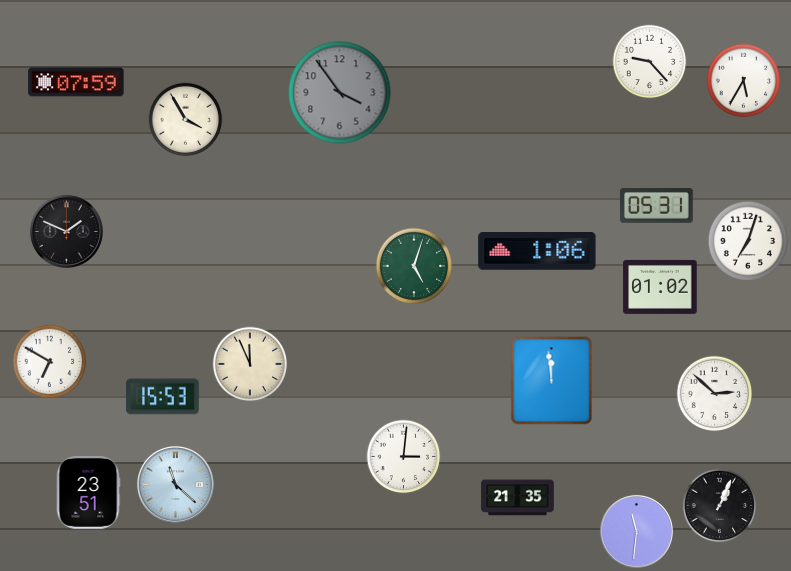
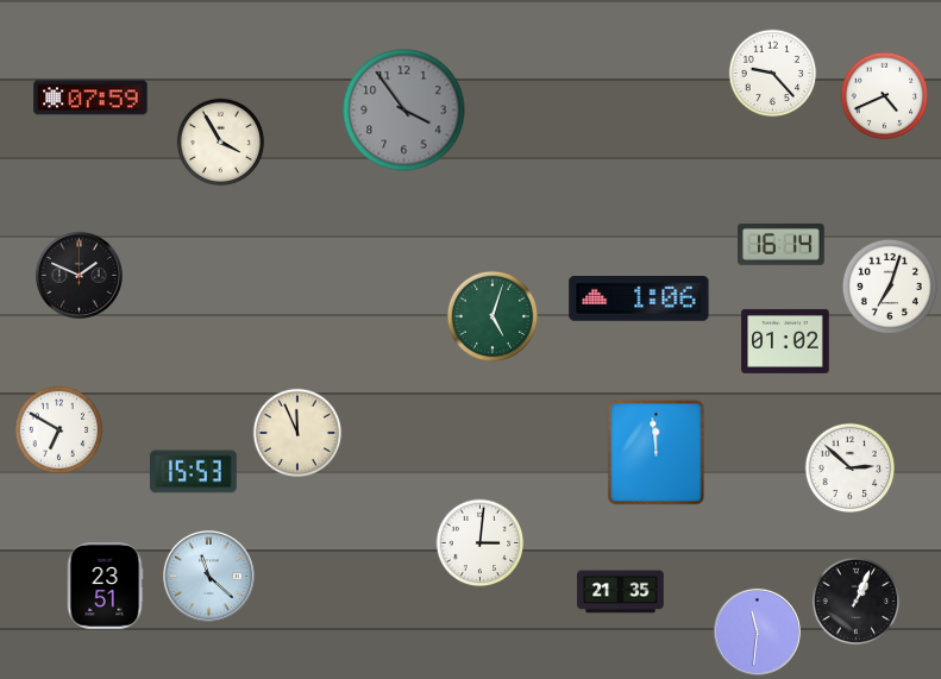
clock at (744, 81): 5:35 -> 4:41
clock at (657, 206): 05:31 -> 16:14
clock at (518, 498) position: (518, 498) -> (621, 592)
